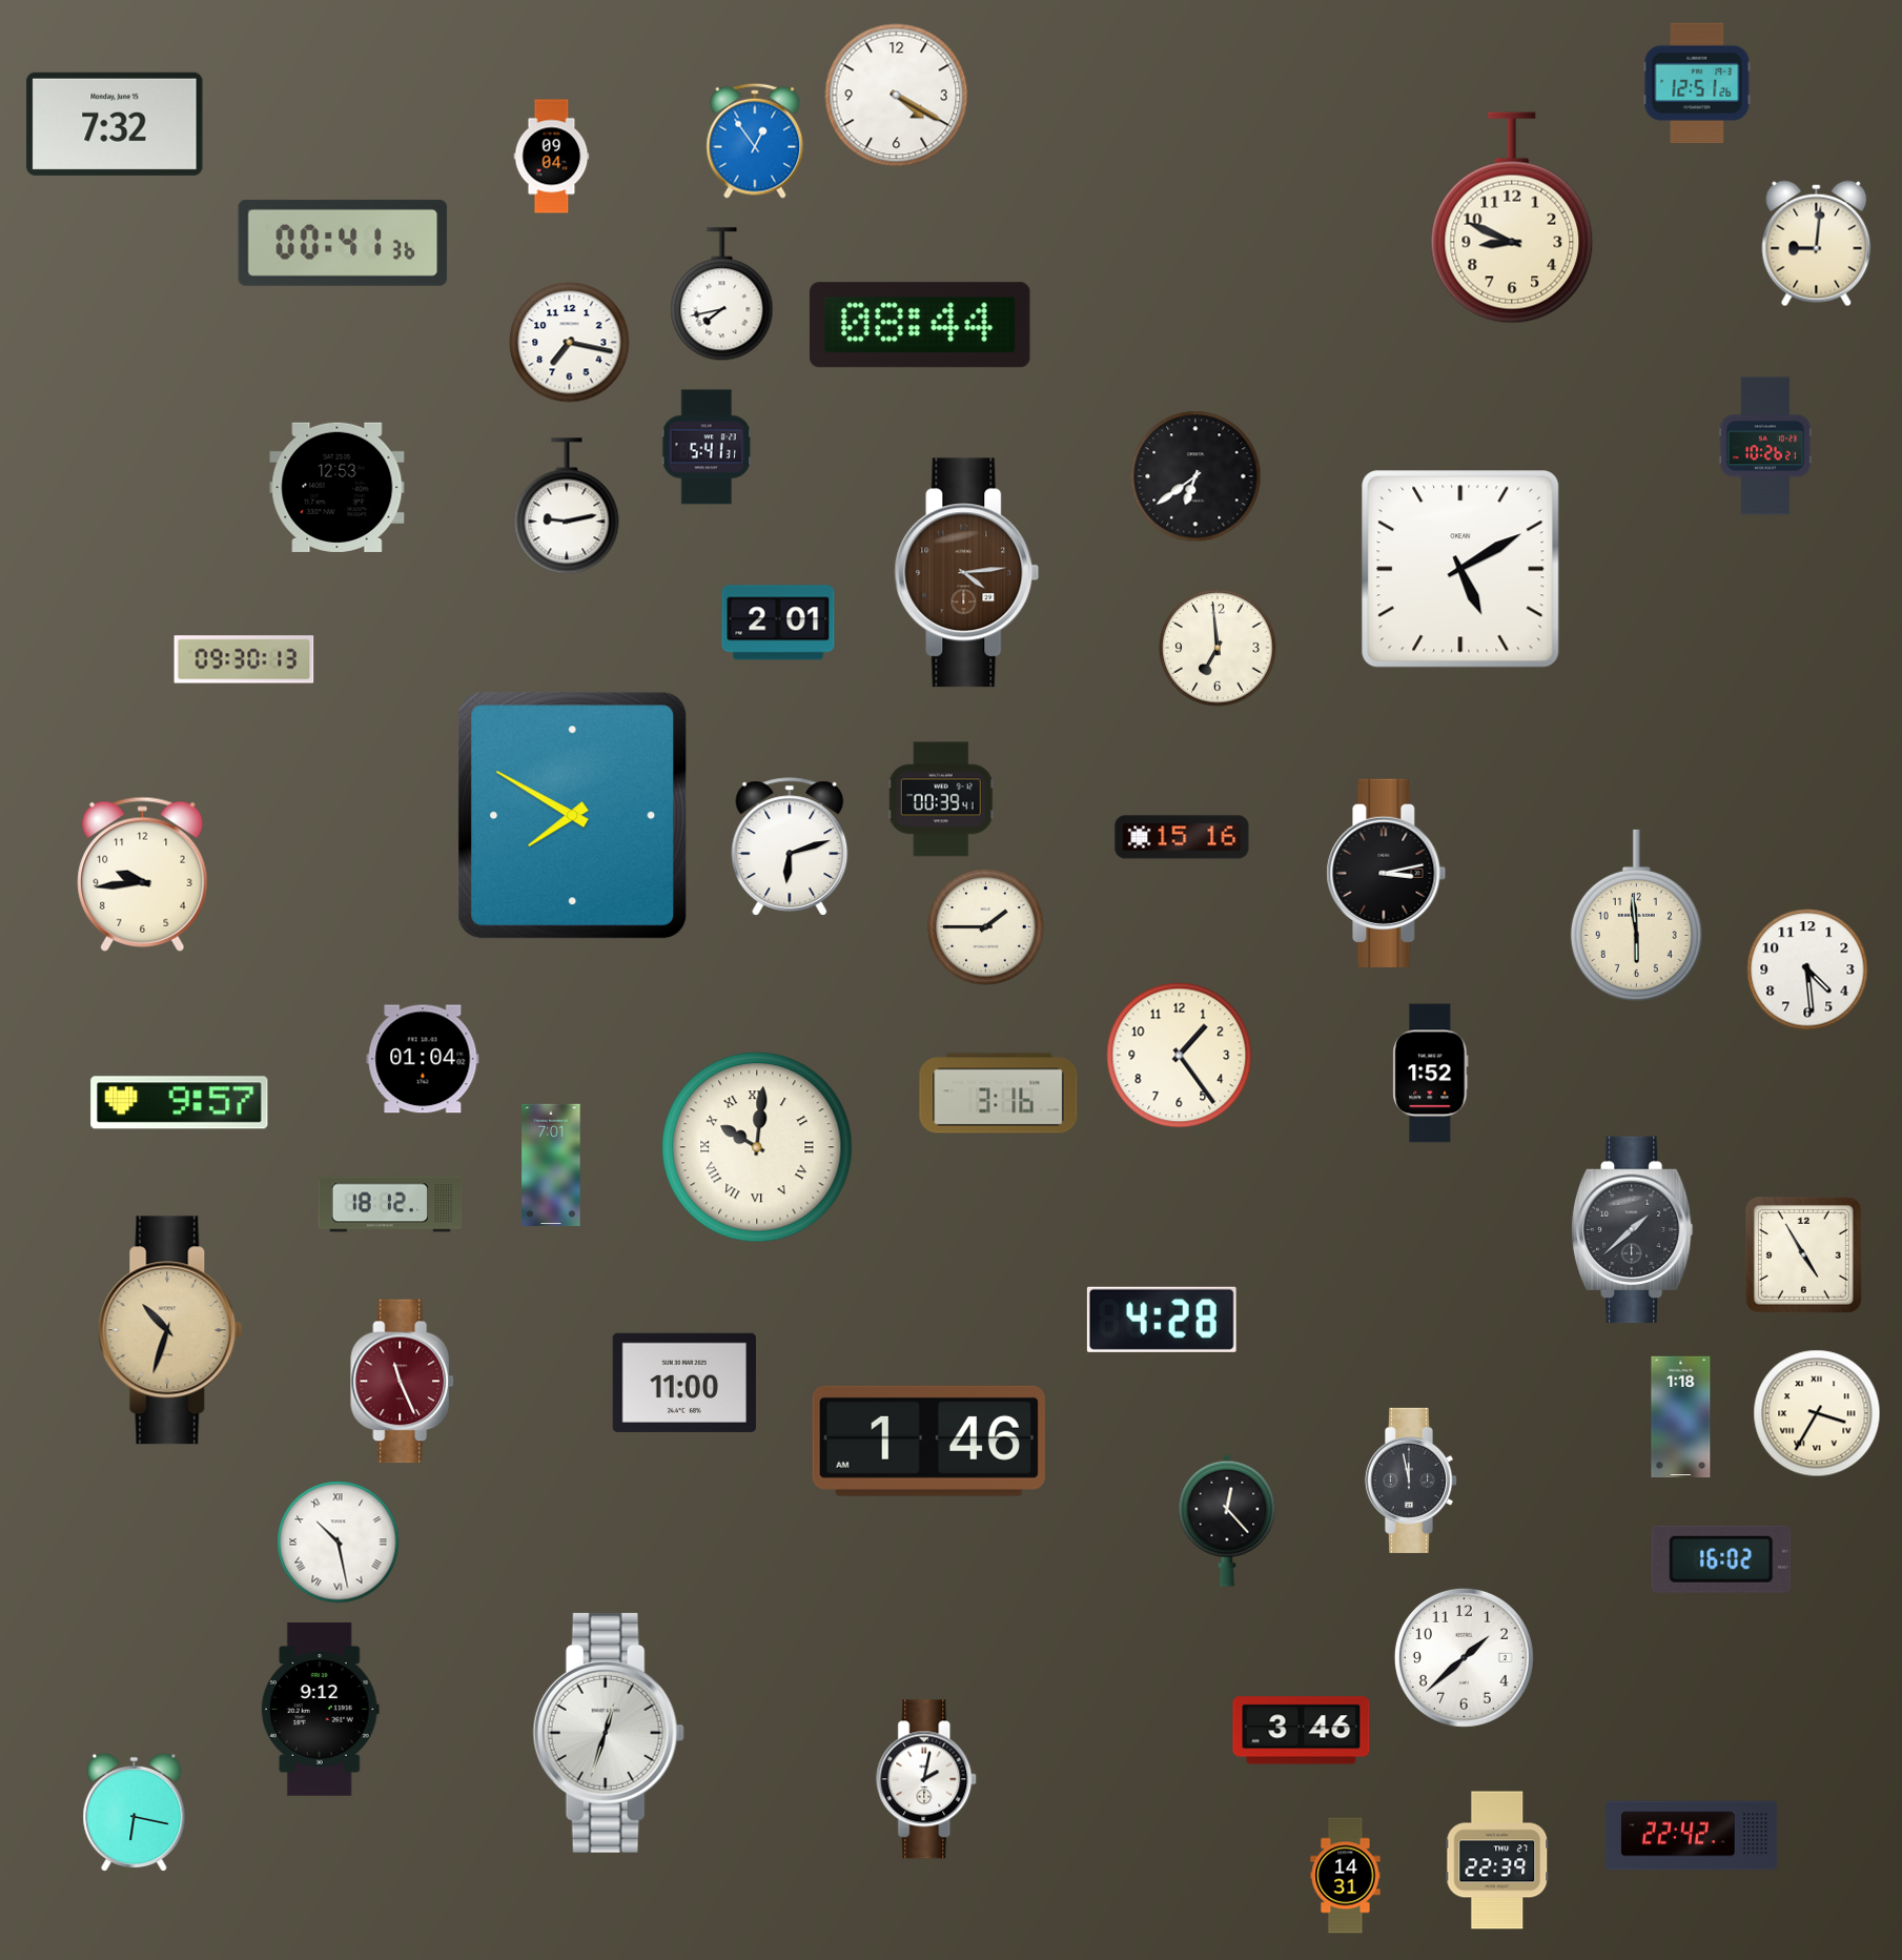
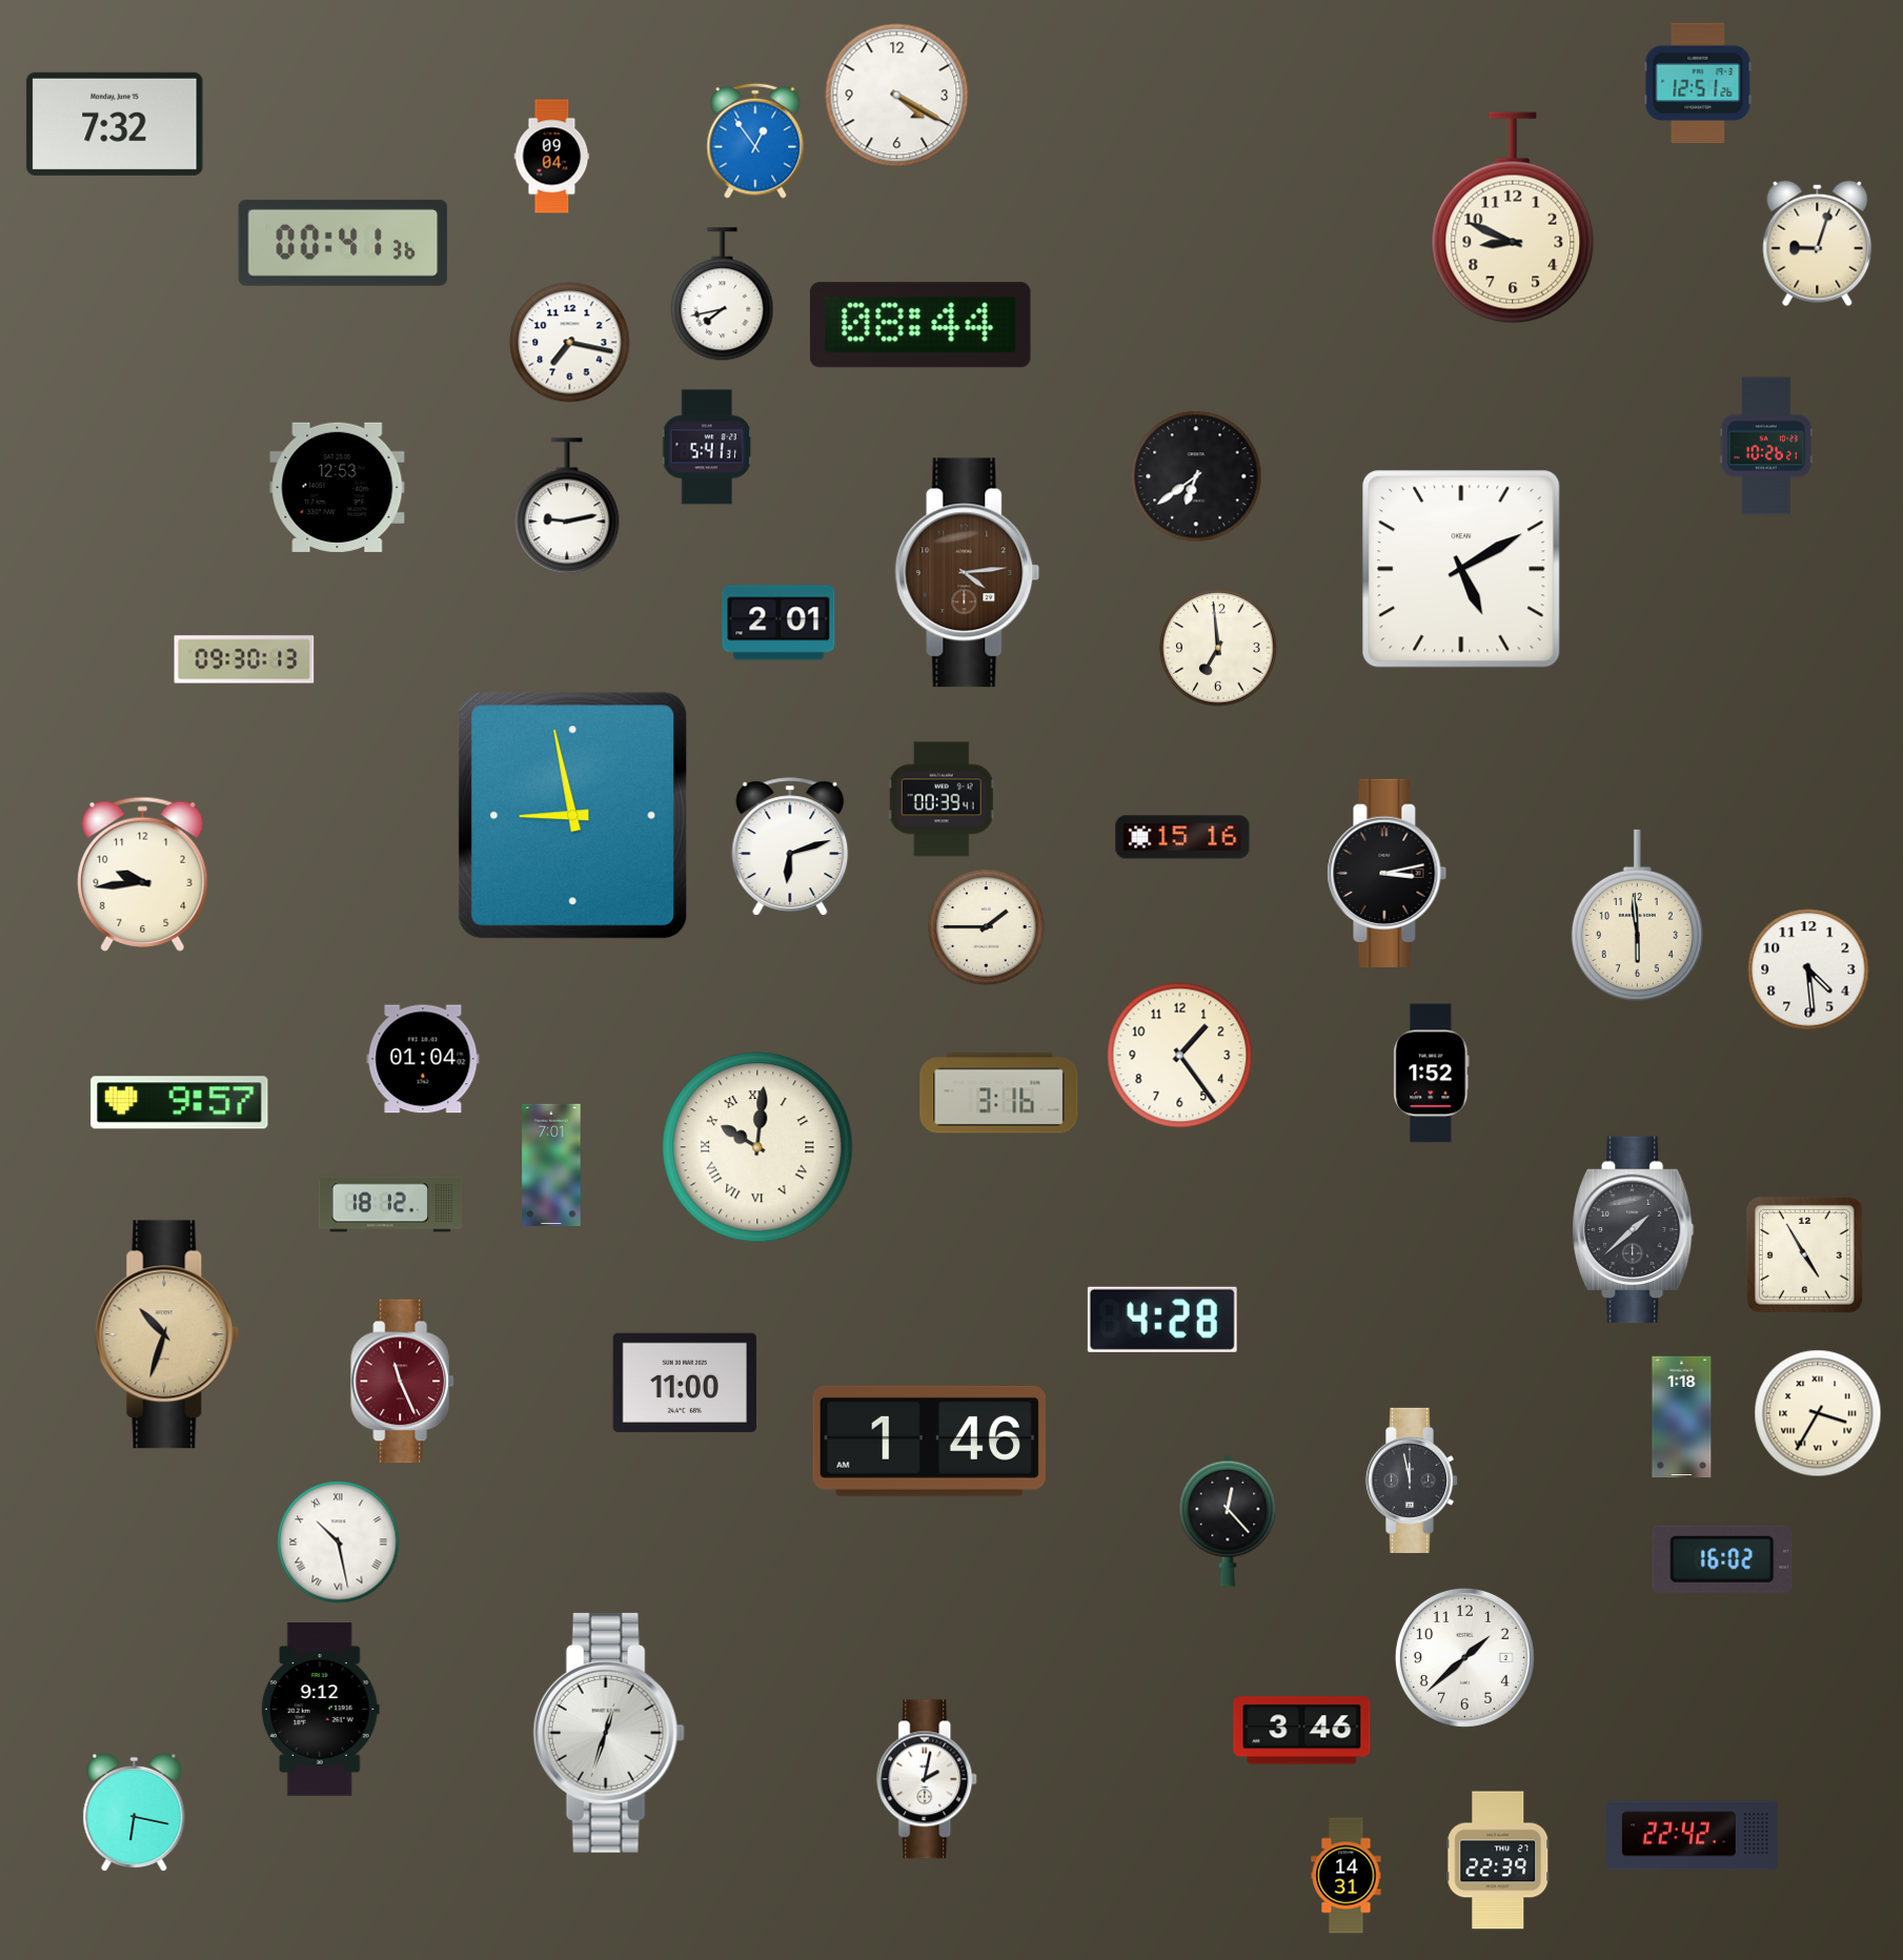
clock at (1817, 244): 9:01 -> 9:03
clock at (573, 816): 7:50 -> 8:58
clock at (170, 1330) position: (170, 1330) -> (167, 1334)
